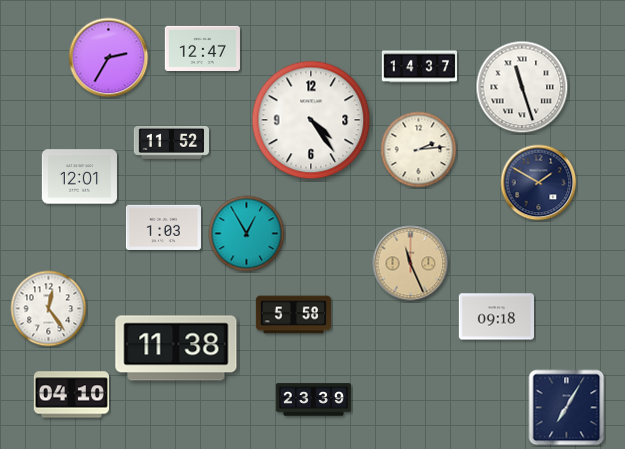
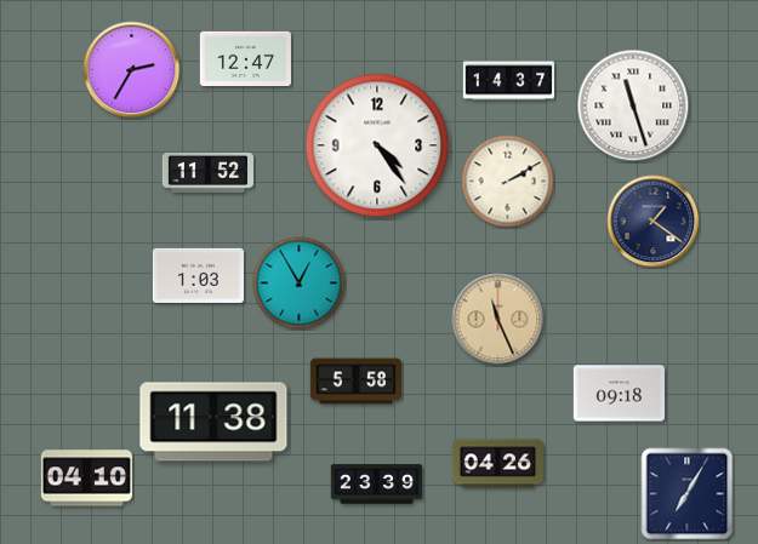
clock at (419, 150): 2:14 -> 2:10
clock at (79, 177): 12:01 -> none
clock at (539, 183): 1:50 -> 1:21
clock at (49, 309): 12:24 -> none
clock at (496, 317) position: (496, 317) -> (619, 394)
clock at (497, 464): none -> 04:26
clock at (313, 400) position: (313, 400) -> (376, 485)
